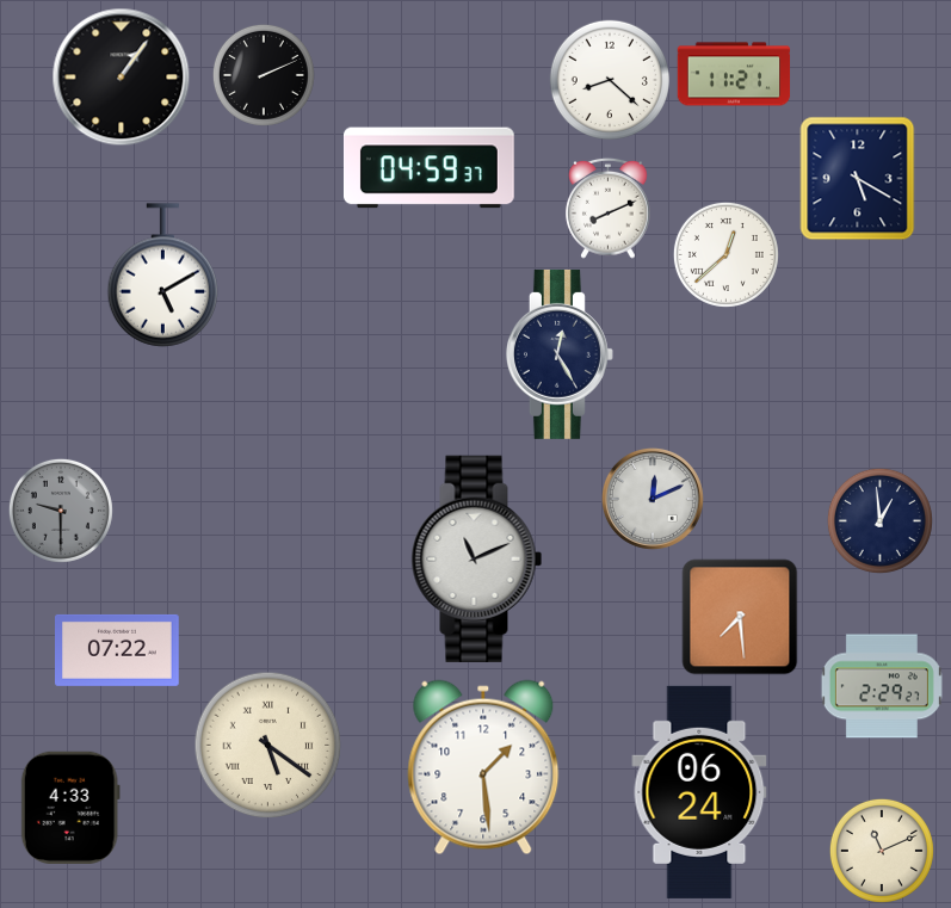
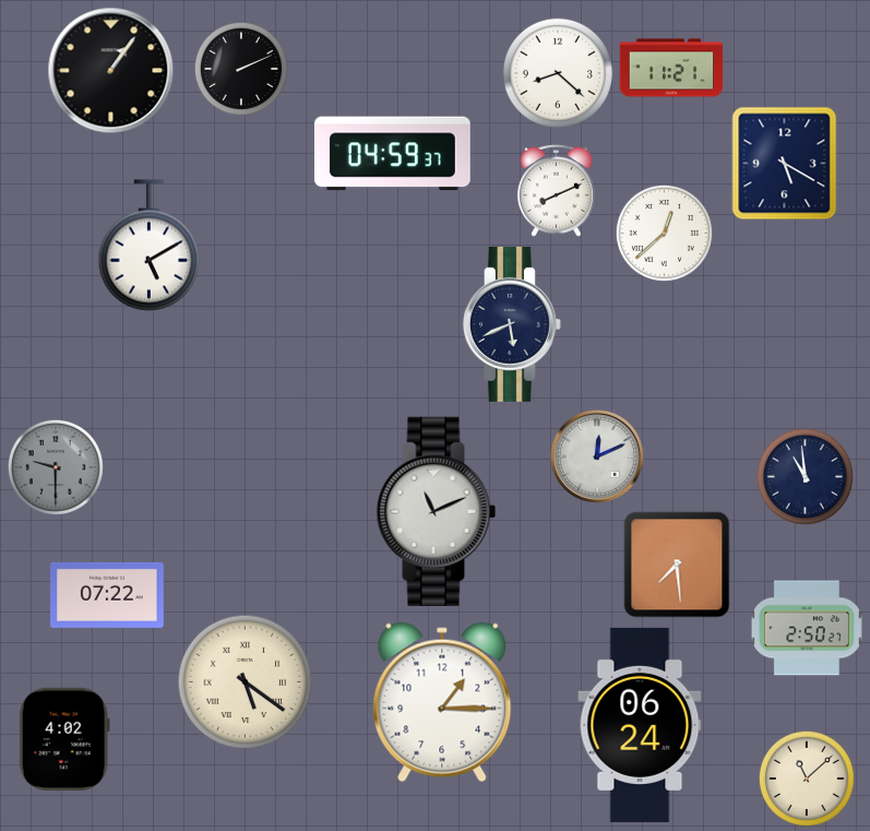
clock at (163, 276) position: (163, 276) -> (150, 246)
clock at (560, 354): 12:25 -> 5:41
clock at (879, 520): 12:59 -> 10:59
clock at (882, 686): 2:29 -> 2:50
clock at (483, 767): 1:29 -> 1:15
clock at (70, 808): 4:33 -> 4:02
clock at (882, 851): 11:11 -> 11:08
